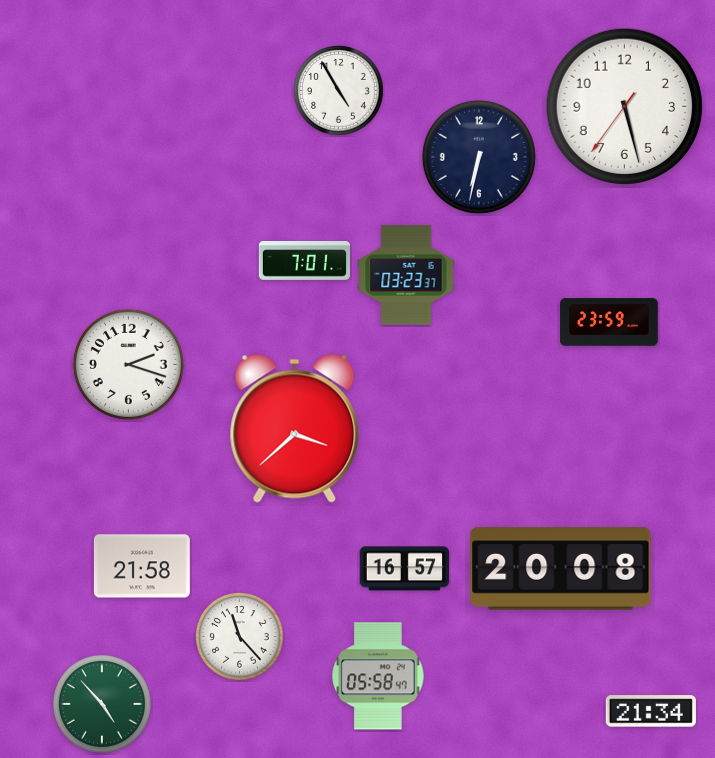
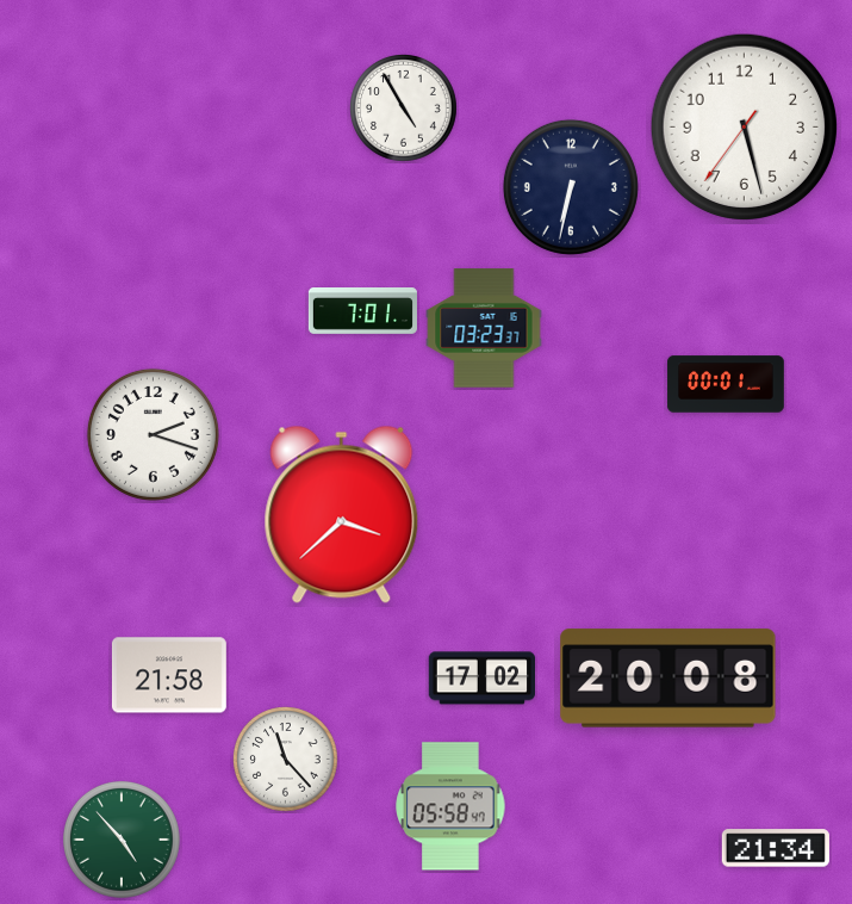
clock at (609, 322): 23:59 -> 00:01
clock at (295, 428) position: (295, 428) -> (342, 514)
clock at (404, 569): 16:57 -> 17:02
